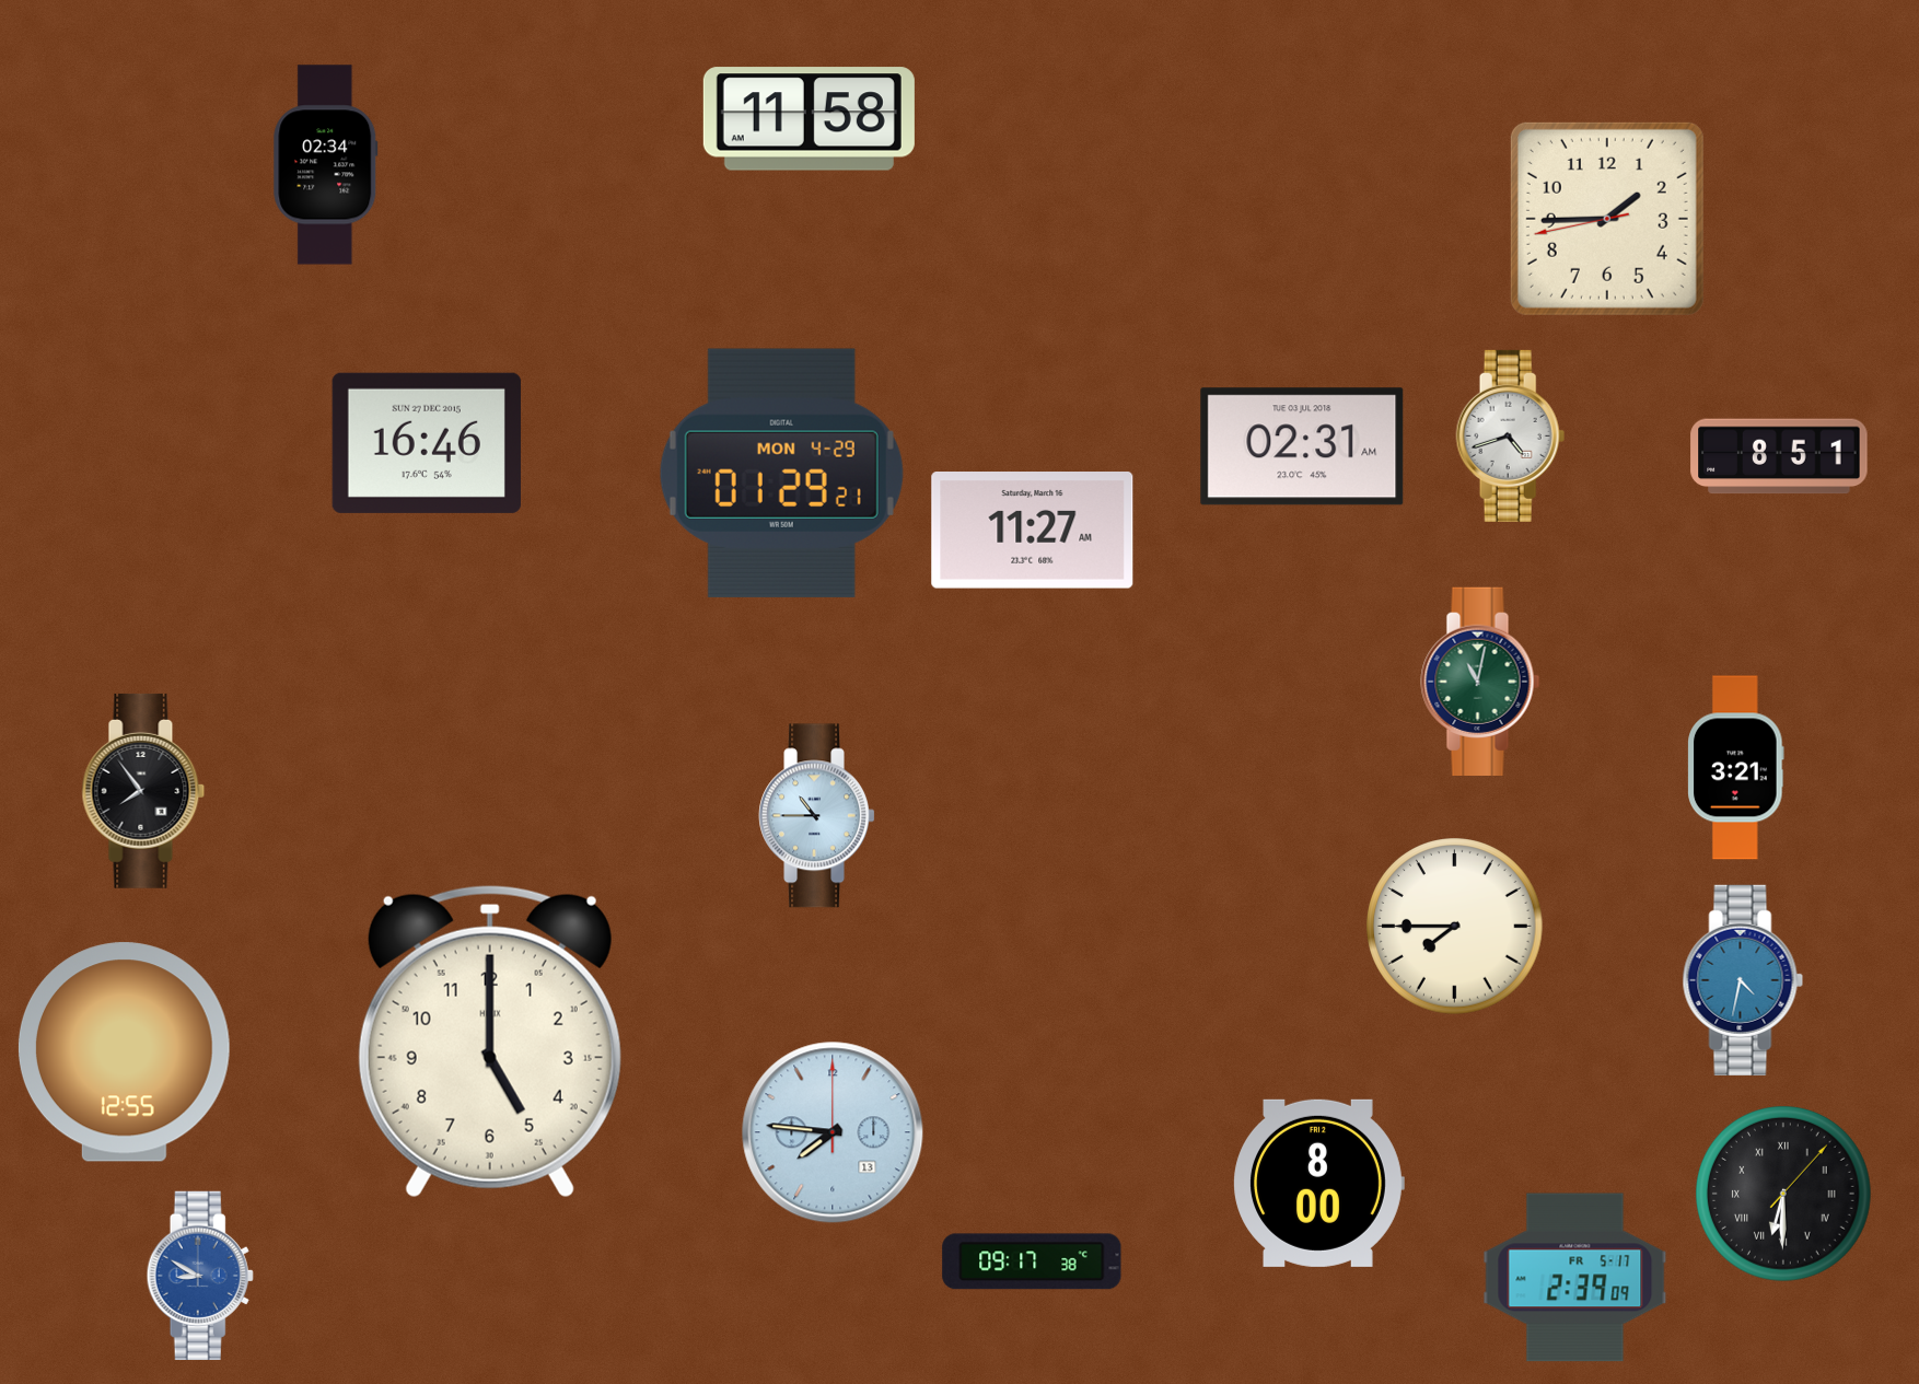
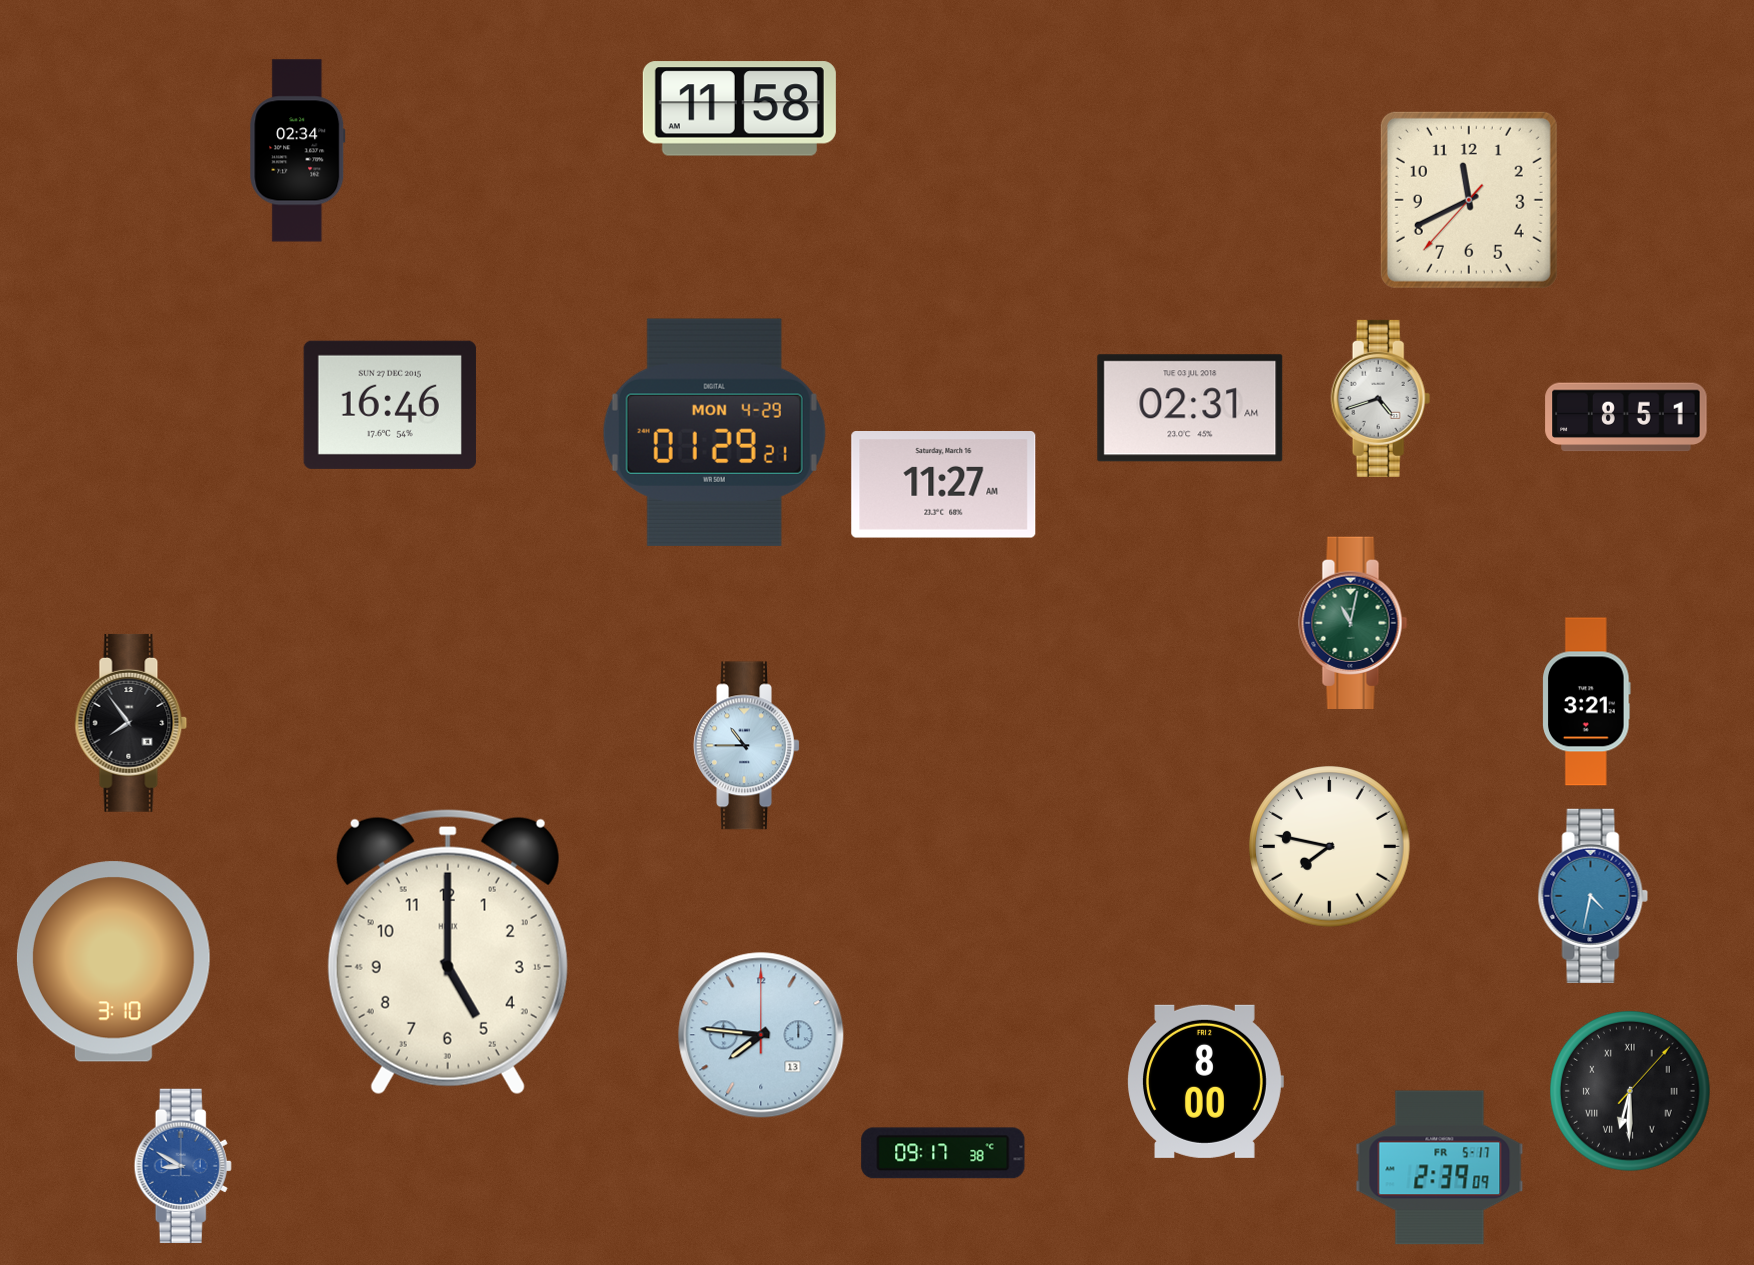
clock at (1607, 219): 1:44 -> 11:40
clock at (1455, 927): 7:45 -> 7:47
clock at (124, 1052): 12:55 -> 3:10
